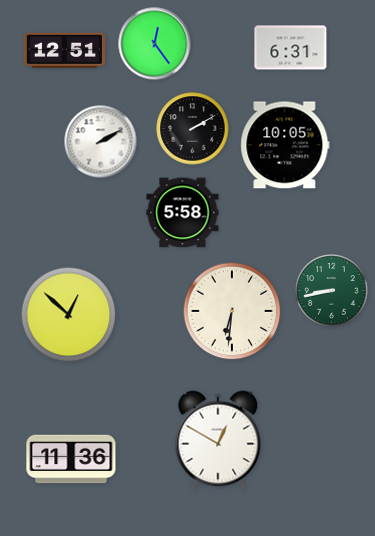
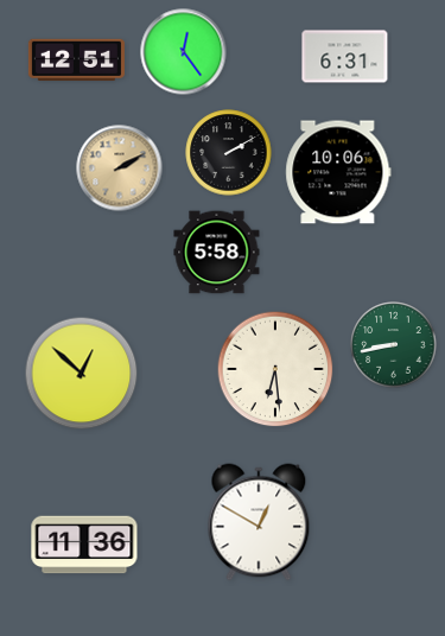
clock at (101, 142) dial: white -> champagne
clock at (285, 145): 10:05 -> 10:06
clock at (232, 311): 6:31 -> 6:29
